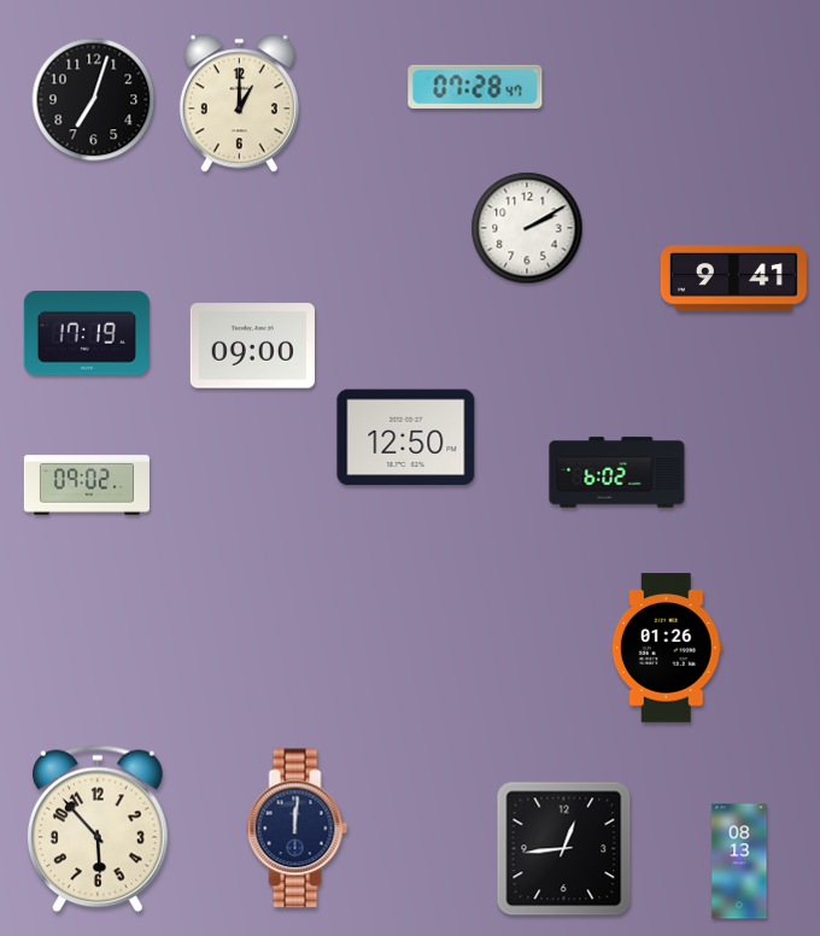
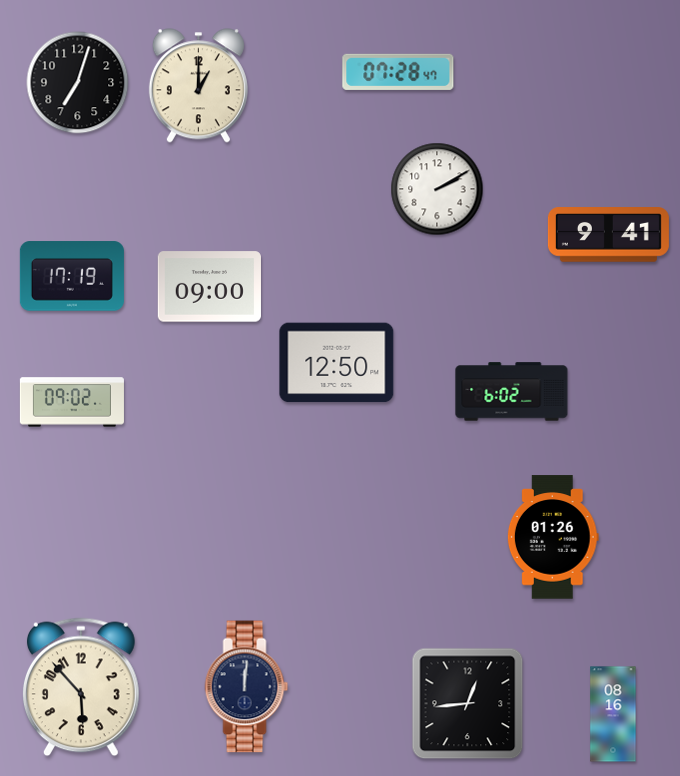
clock at (475, 87) position: (475, 87) -> (398, 72)
clock at (733, 279) position: (733, 279) -> (608, 235)
clock at (739, 861): 08:13 -> 08:16
